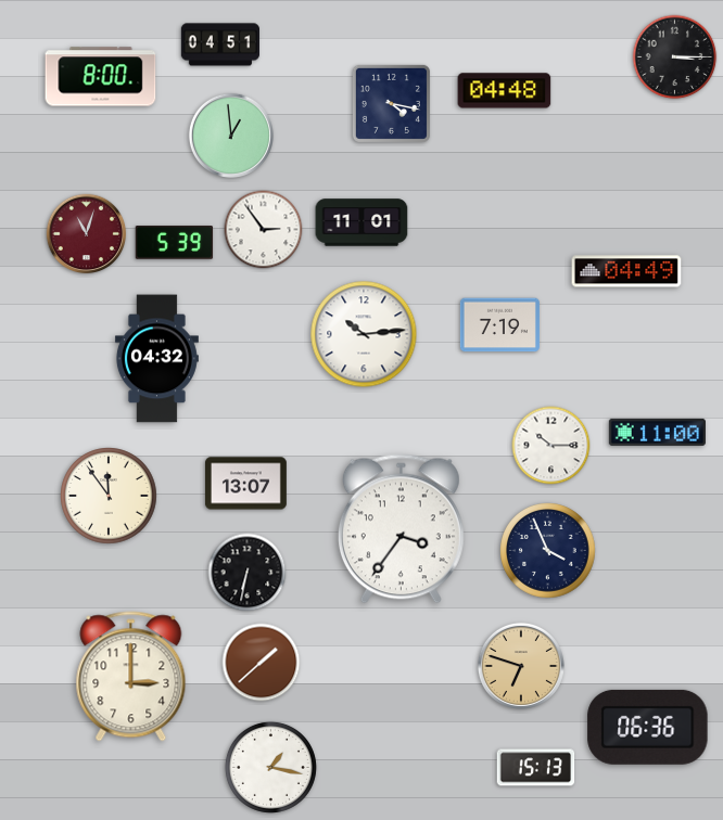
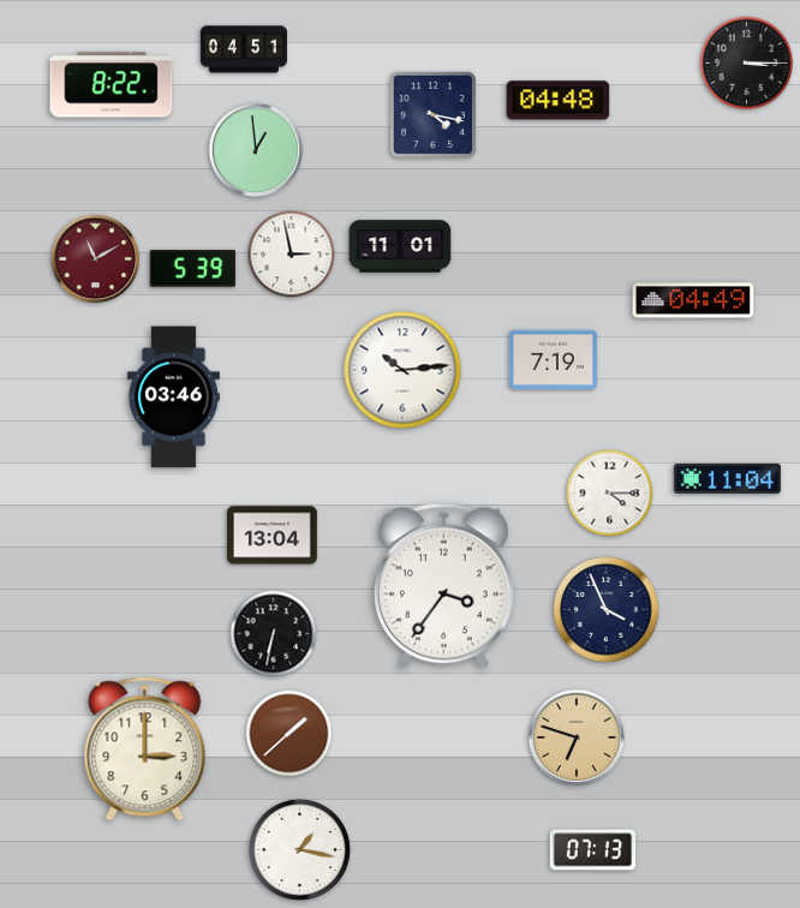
clock at (101, 77): 8:00 -> 8:22
clock at (264, 230): 2:54 -> 2:58
clock at (87, 234): 11:03 -> 11:10
clock at (156, 359): 04:32 -> 03:46
clock at (657, 432): 11:00 -> 11:04
clock at (551, 446): 10:15 -> 4:15
clock at (246, 484): 13:07 -> 13:04
clock at (109, 496): 11:54 -> none
clock at (648, 727): 06:36 -> none
clock at (536, 768): 15:13 -> 07:13
